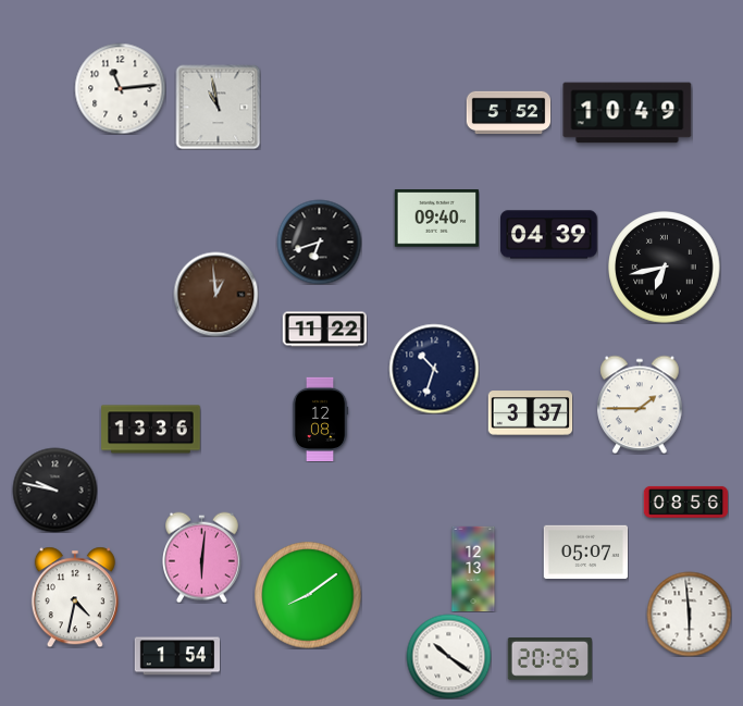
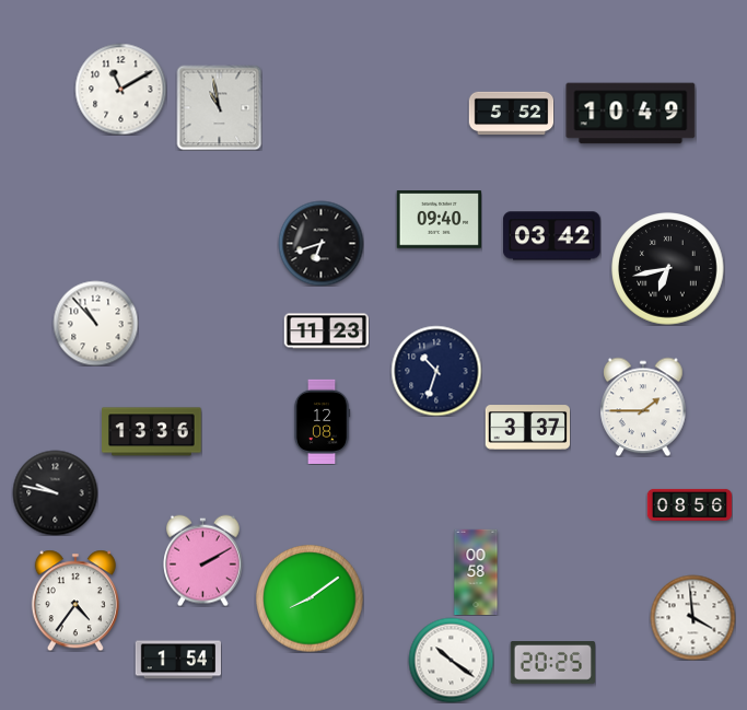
clock at (120, 88): 11:14 -> 11:10
clock at (549, 235): 04:39 -> 03:42
clock at (215, 294): 12:59 -> none
clock at (95, 323): none -> 10:53
clock at (324, 330): 11:22 -> 11:23
clock at (530, 413) position: (530, 413) -> (527, 428)
clock at (585, 553): 05:07 -> none
clock at (202, 557): 6:01 -> 2:10
clock at (473, 569): 12:13 -> 00:58
clock at (75, 597): 4:32 -> 4:36
clock at (689, 614): 5:59 -> 3:59
